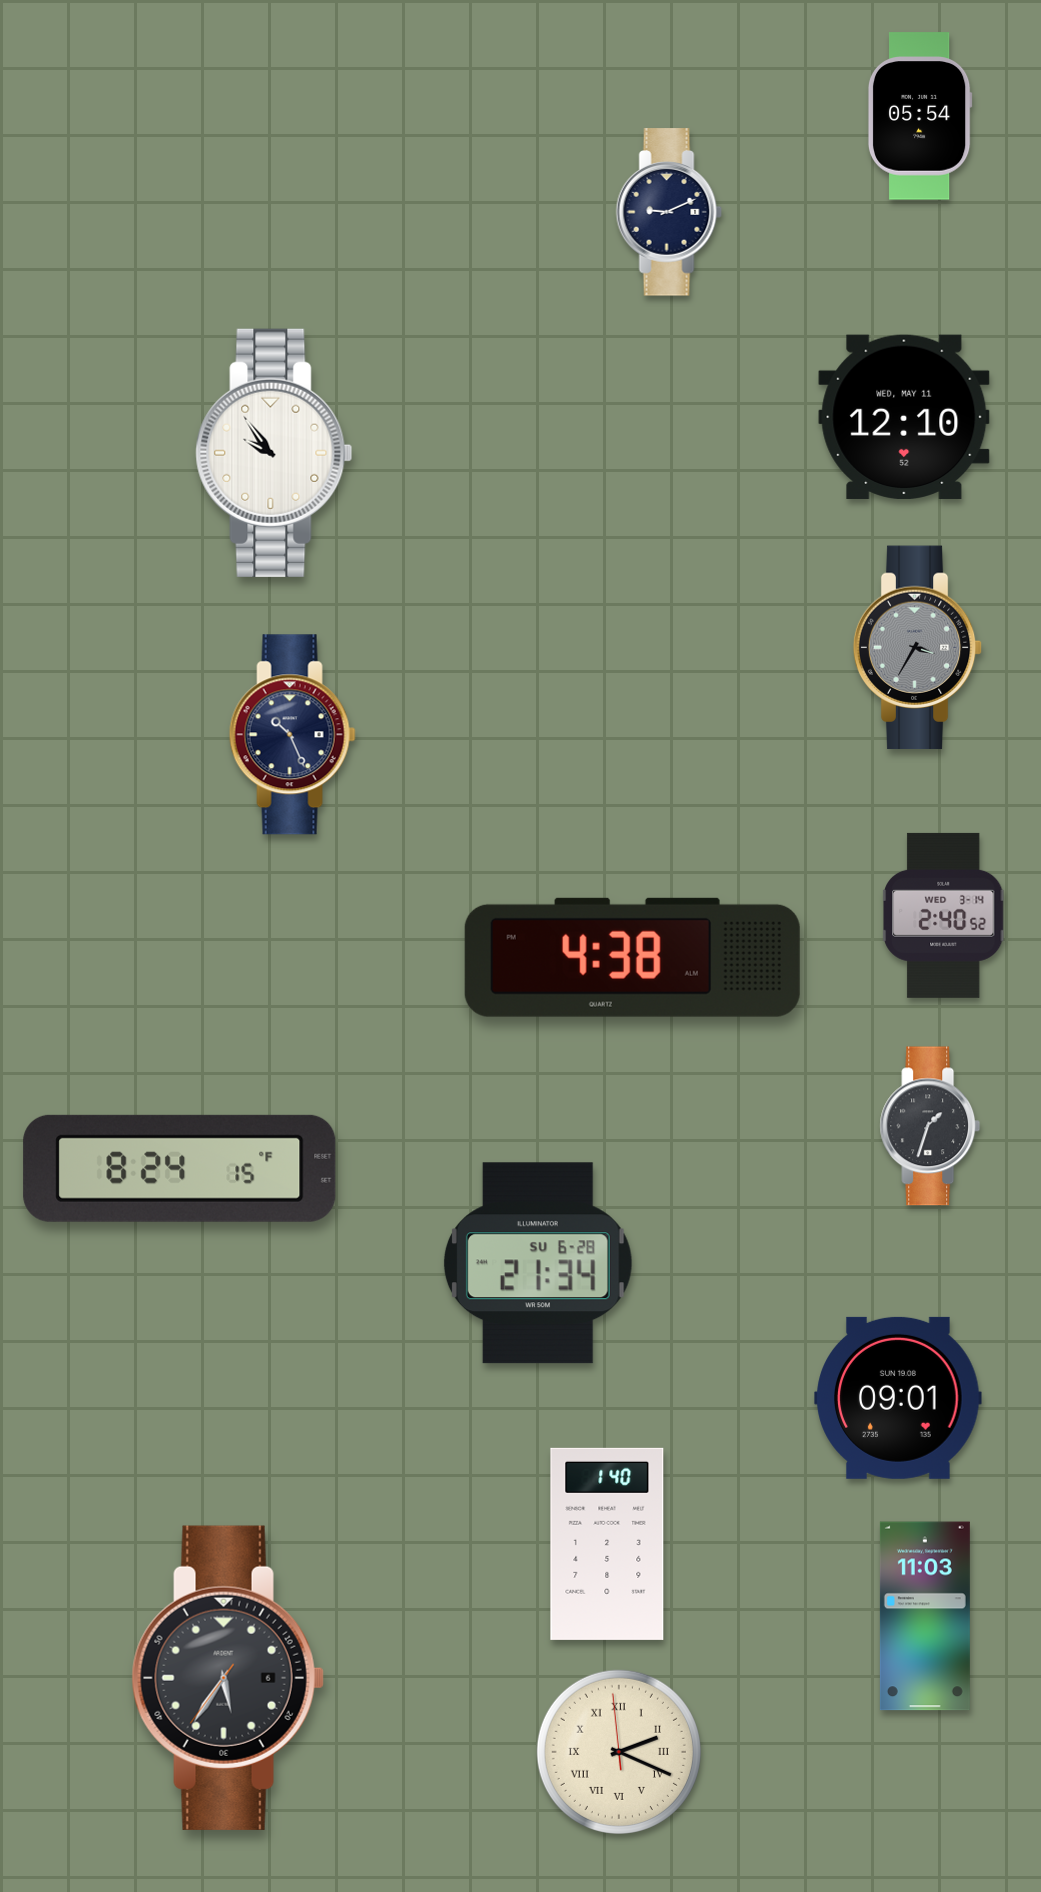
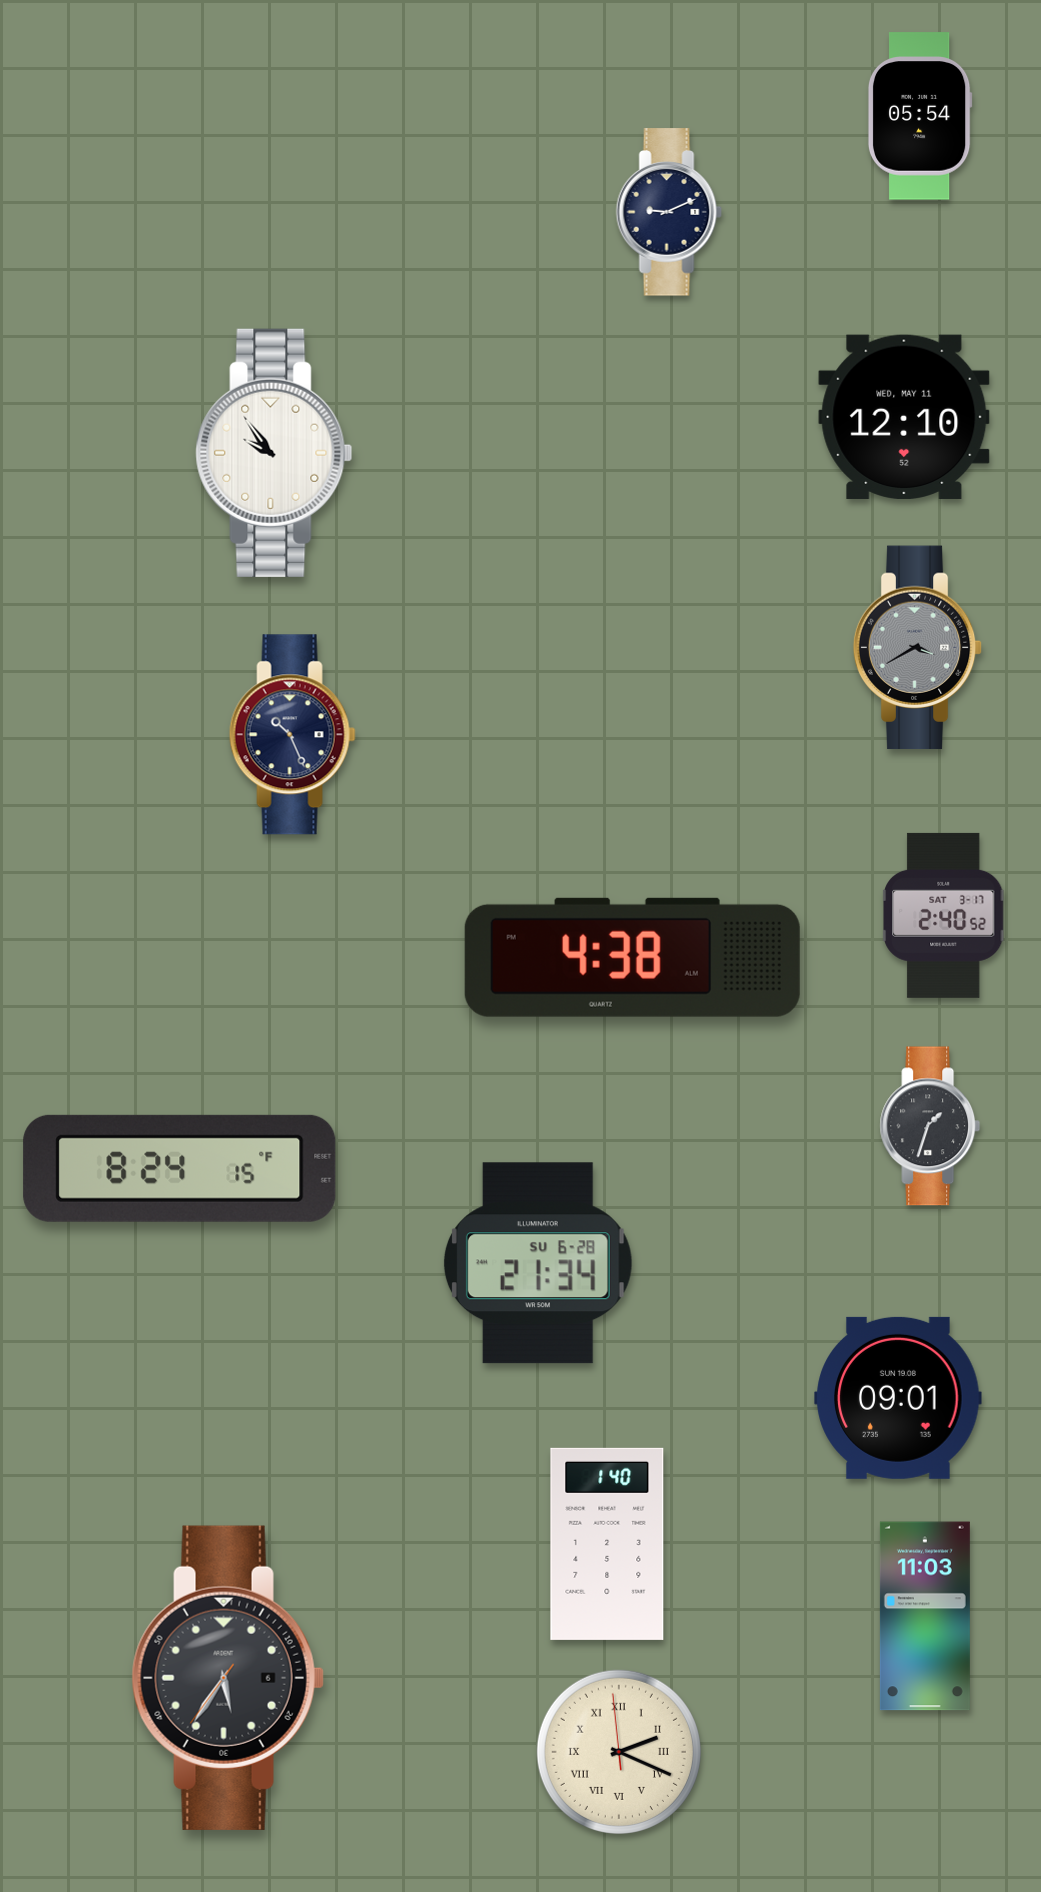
clock at (918, 648): 3:35 -> 3:40
clock at (945, 915) date: WED 3-14 -> SAT 3-17
